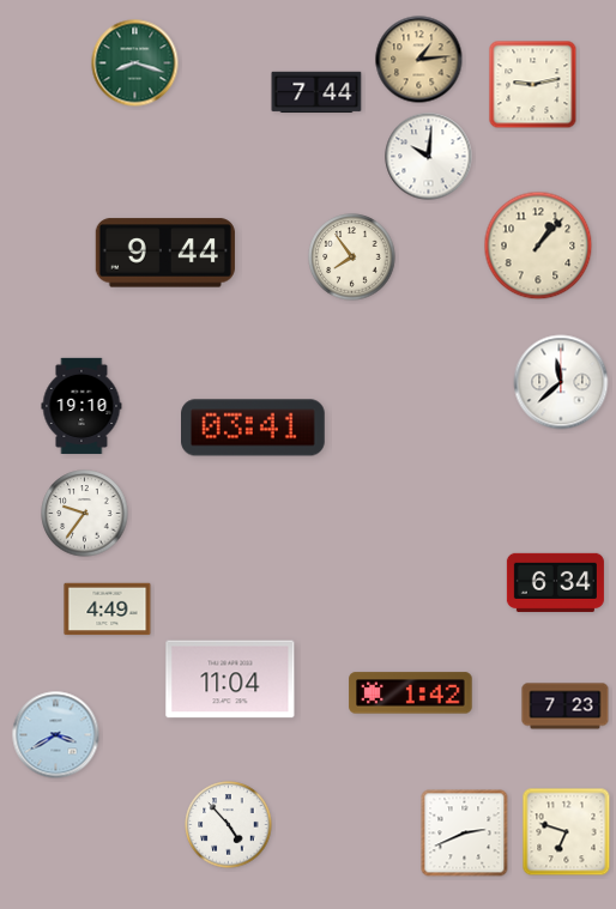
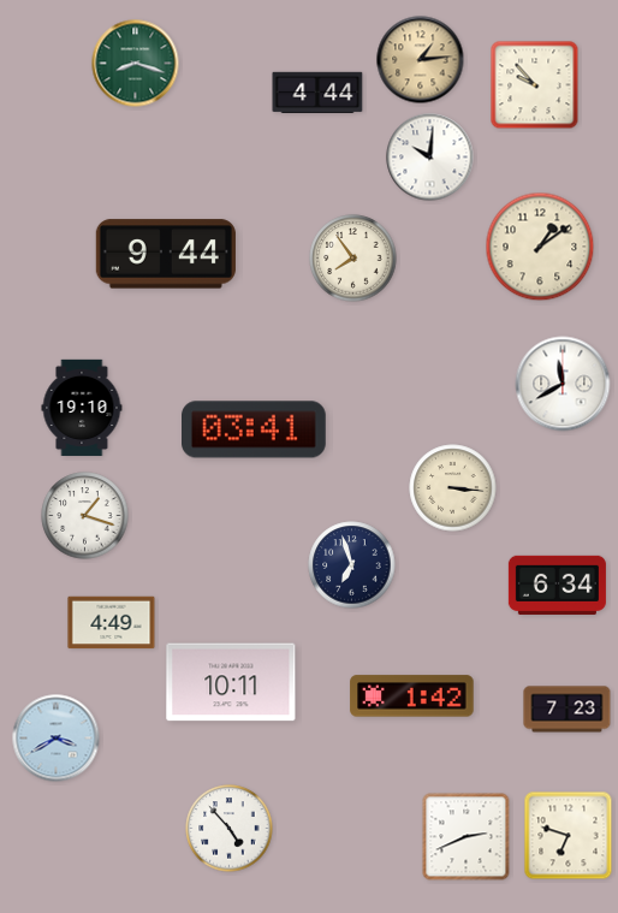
clock at (533, 85): 9:13 -> 9:53
clock at (316, 91): 7:44 -> 4:44
clock at (538, 246): 1:07 -> 1:09
clock at (561, 382): 11:38 -> 11:40
clock at (453, 488): none -> 3:16
clock at (85, 514): 9:36 -> 1:18
clock at (352, 565): none -> 6:57
clock at (108, 610) position: (108, 610) -> (112, 623)
clock at (230, 679): 11:04 -> 10:11
